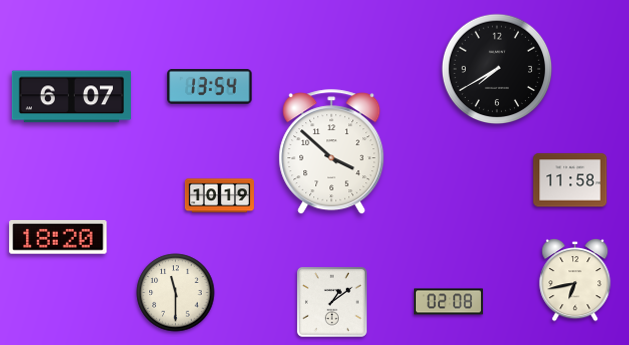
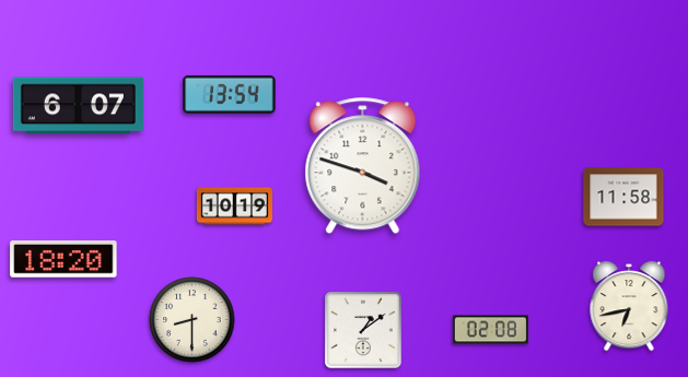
clock at (497, 69): 7:40 -> none
clock at (332, 152): 3:52 -> 3:48
clock at (219, 196) position: (219, 196) -> (234, 207)
clock at (176, 293): 11:30 -> 8:30
